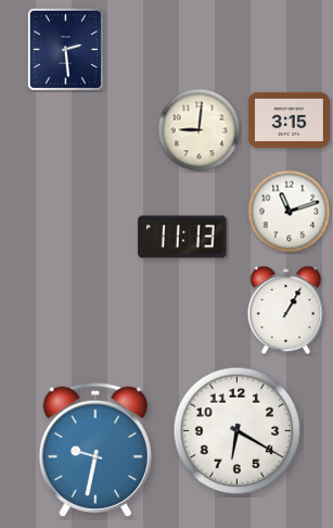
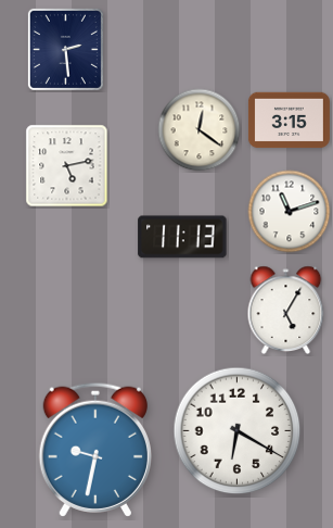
clock at (200, 130): 9:01 -> 12:21
clock at (67, 166): none -> 5:13
clock at (286, 310): 1:05 -> 5:05
